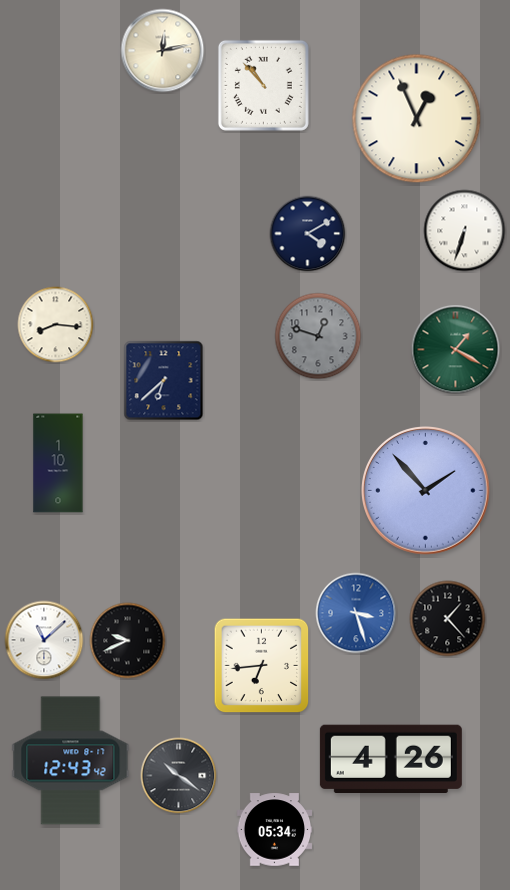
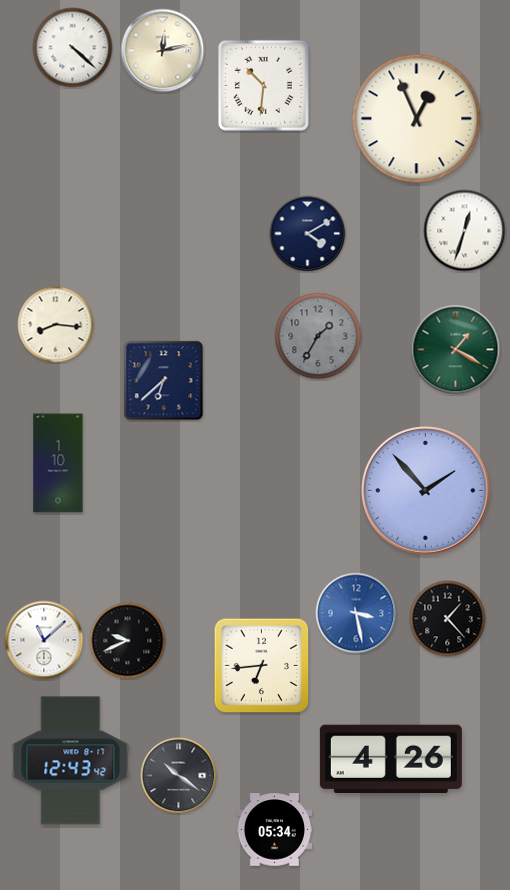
clock at (73, 48): none -> 4:22
clock at (263, 85): 10:53 -> 10:31
clock at (465, 231): 6:33 -> 12:33
clock at (318, 336): 12:48 -> 1:35
clock at (356, 613): 3:27 -> 3:28
